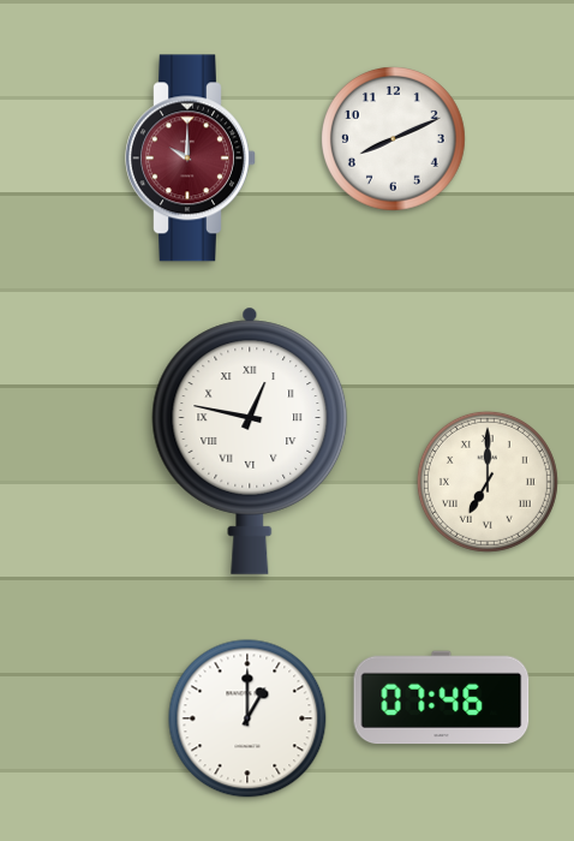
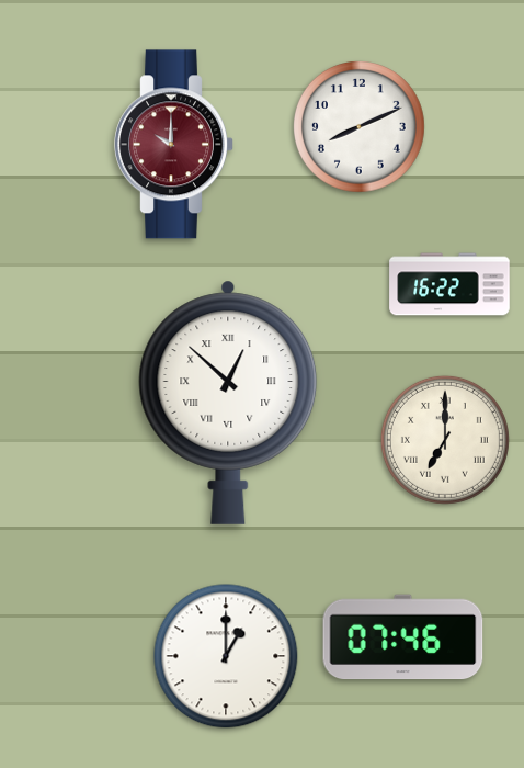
clock at (449, 284): none -> 16:22
clock at (250, 441): 12:47 -> 12:52
